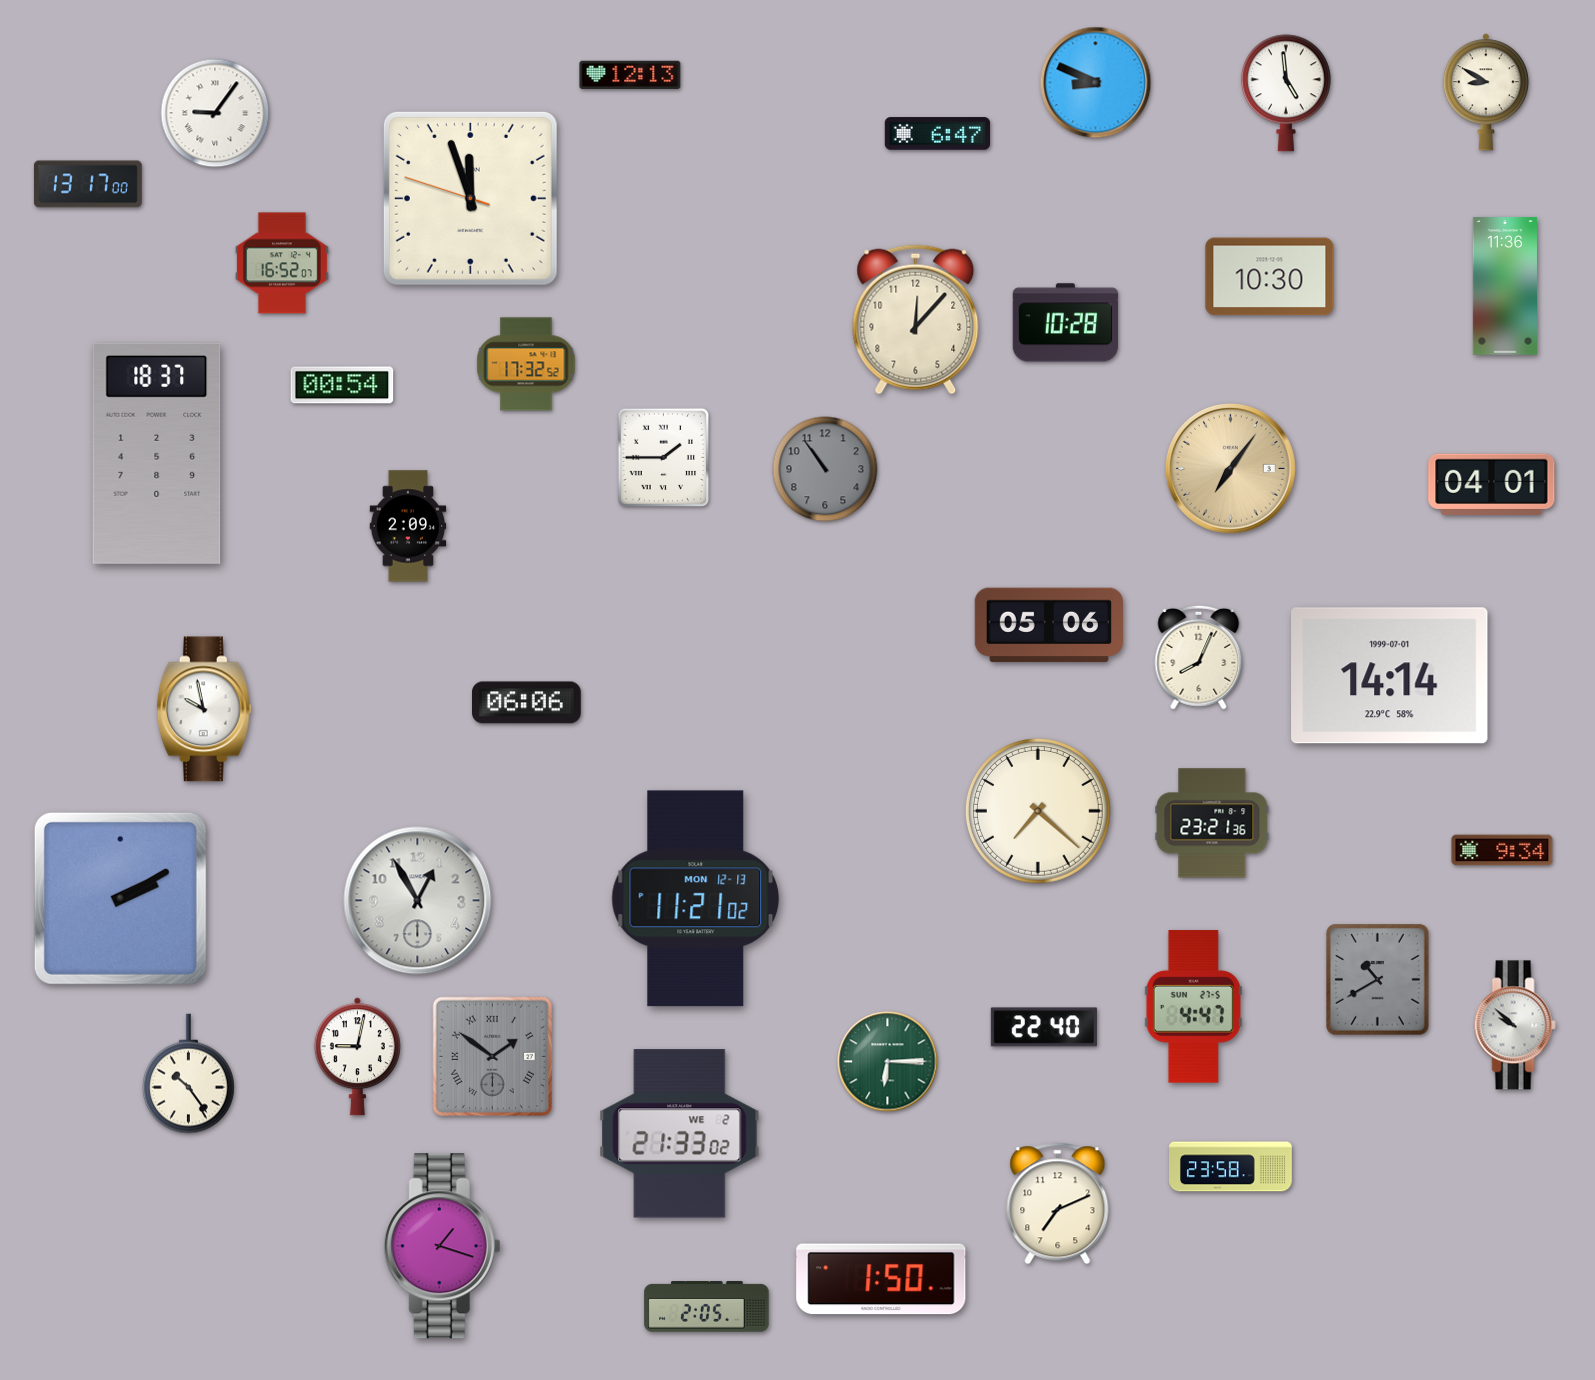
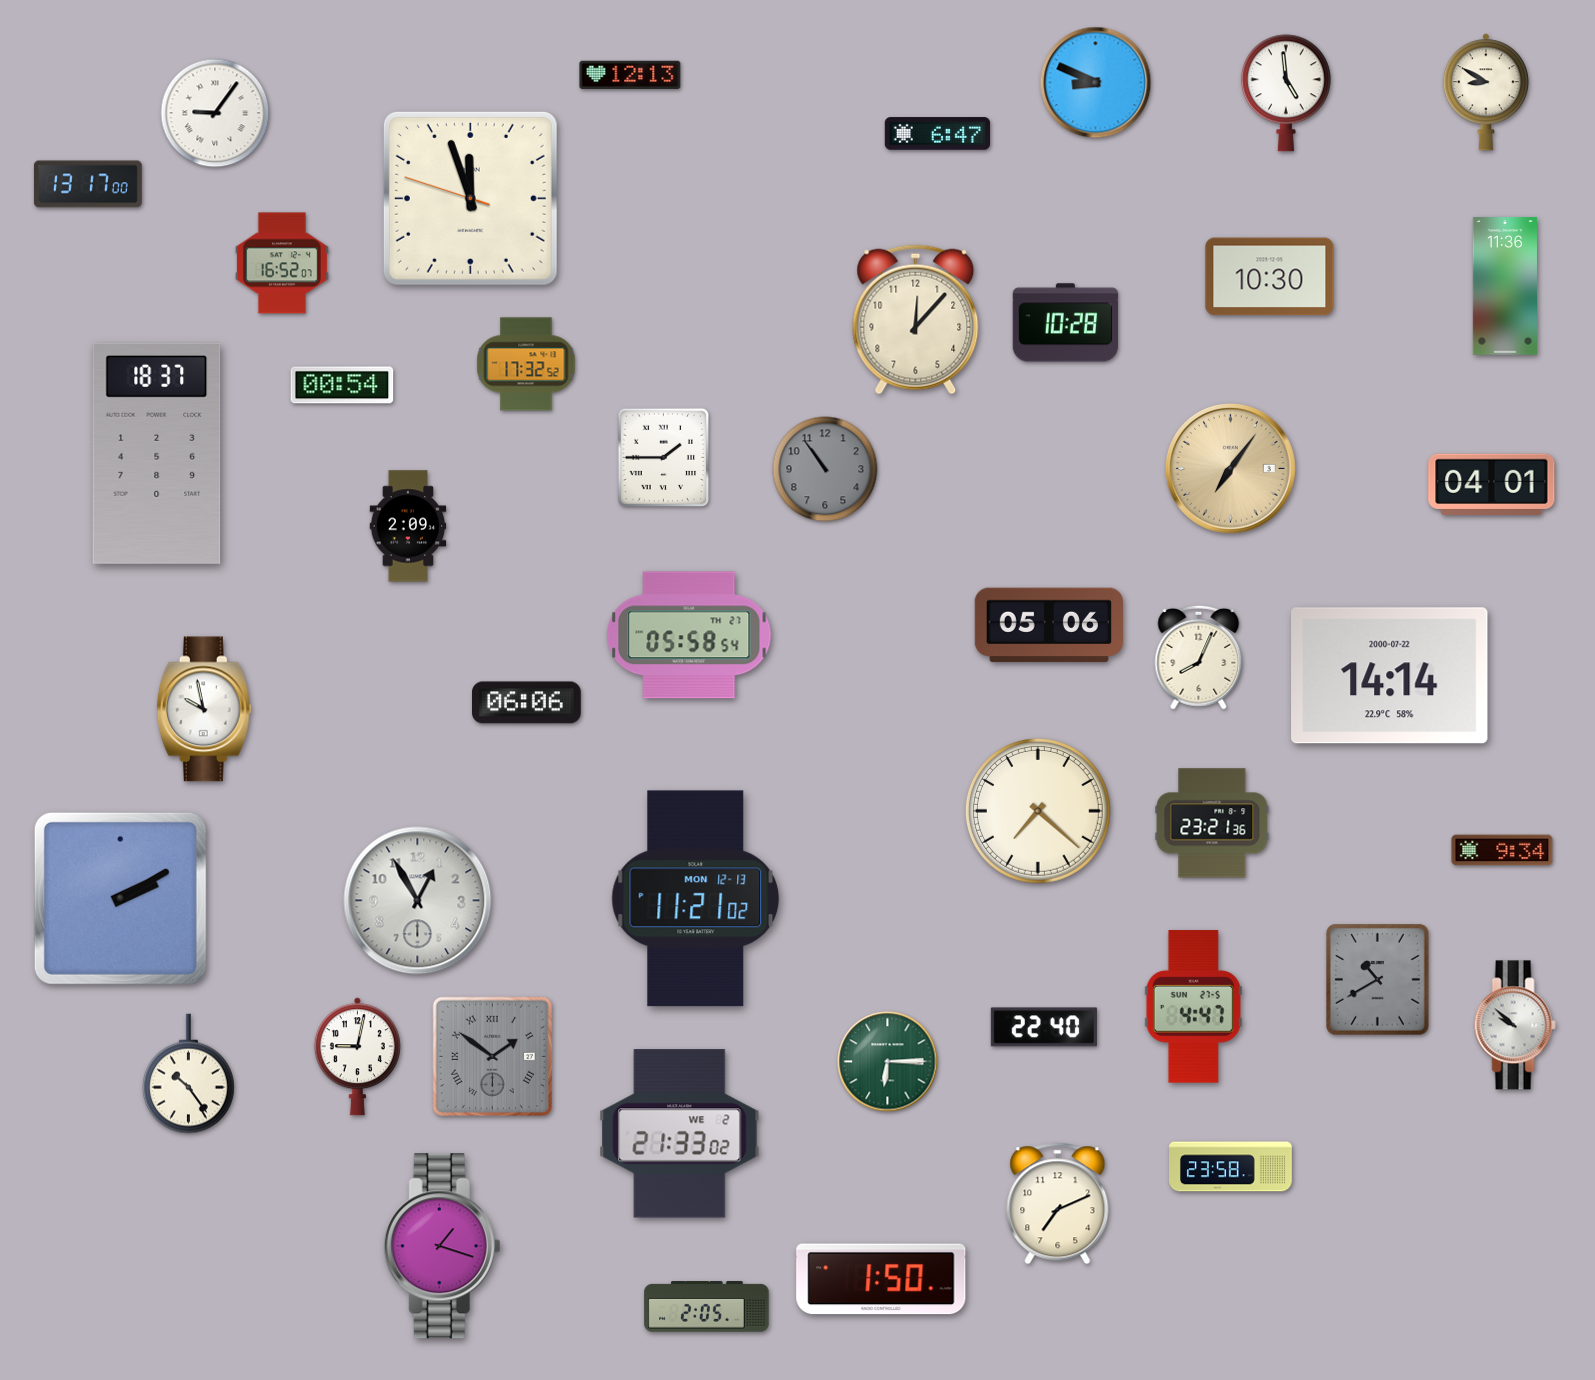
clock at (689, 635): none -> 05:58
clock at (1390, 676) date: 1999-07-01 -> 2000-07-22
